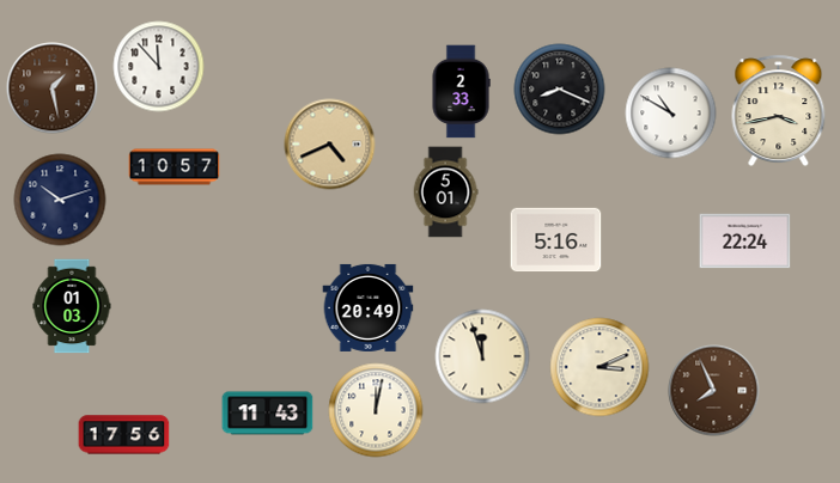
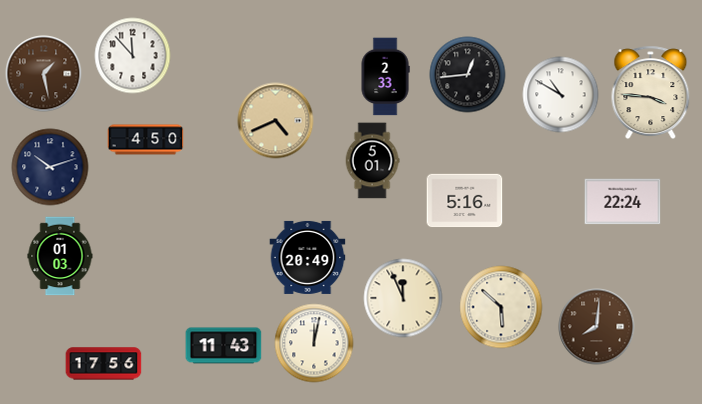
clock at (560, 90): 8:19 -> 12:44
clock at (779, 111): 3:43 -> 3:46
clock at (175, 167): 10:57 -> 4:50
clock at (482, 356): 11:57 -> 11:56
clock at (599, 367): 3:11 -> 5:52
clock at (714, 391): 7:56 -> 8:01
